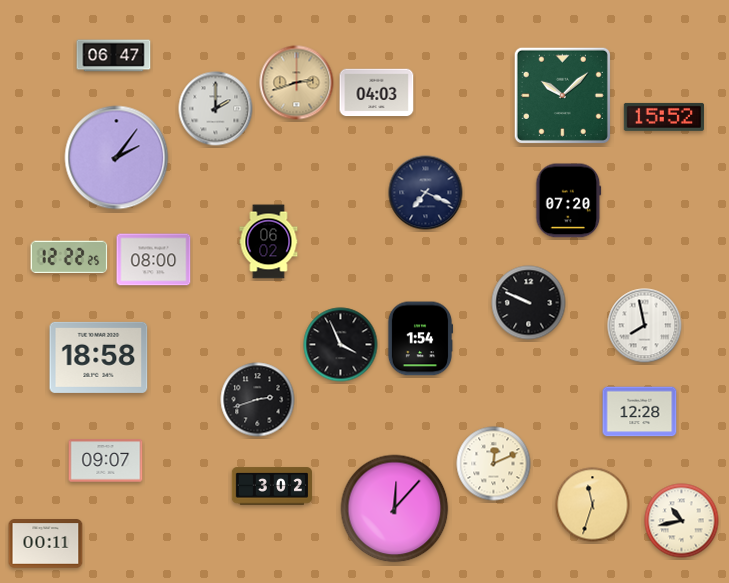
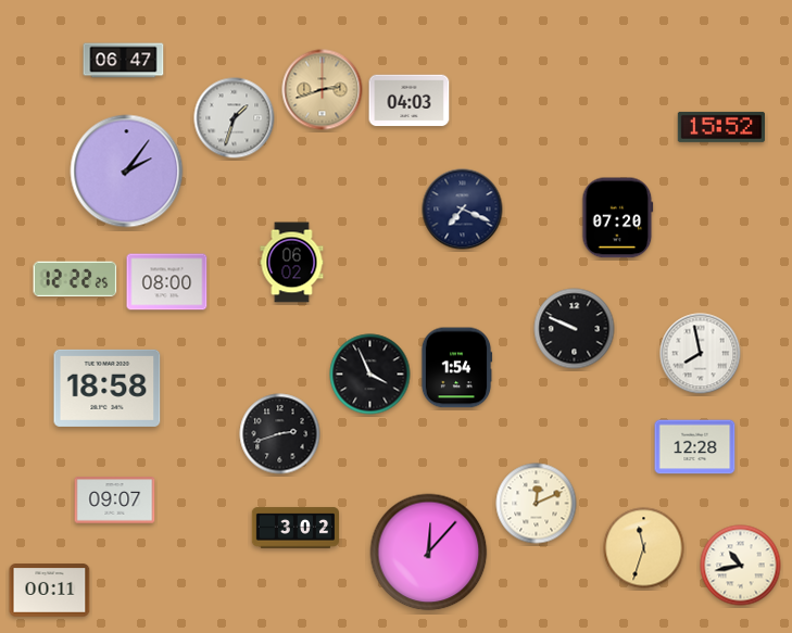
clock at (562, 95): 10:08 -> none
clock at (216, 109): 2:00 -> 1:33
